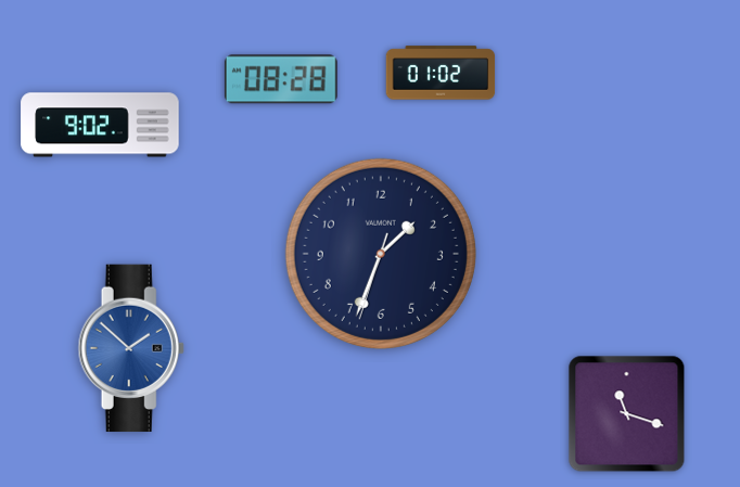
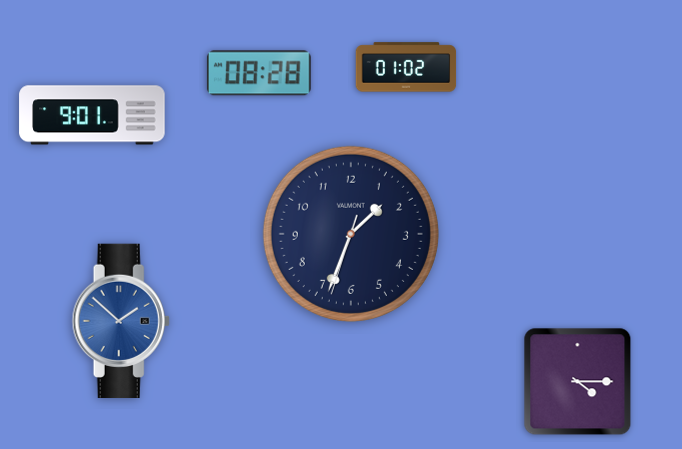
clock at (100, 125): 9:02 -> 9:01
clock at (627, 414): 11:18 -> 4:15
